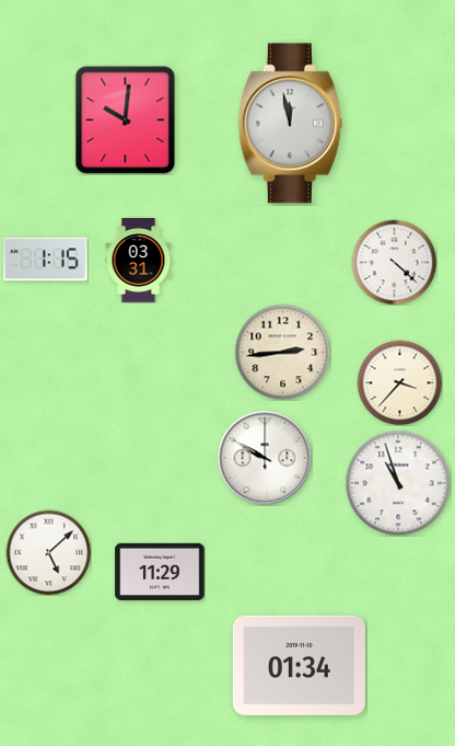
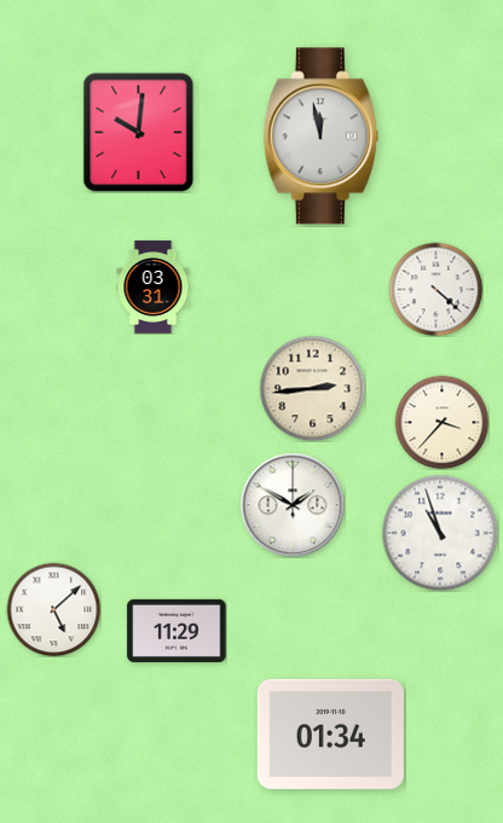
clock at (45, 260): 1:15 -> none
clock at (265, 458): 9:50 -> 1:50
